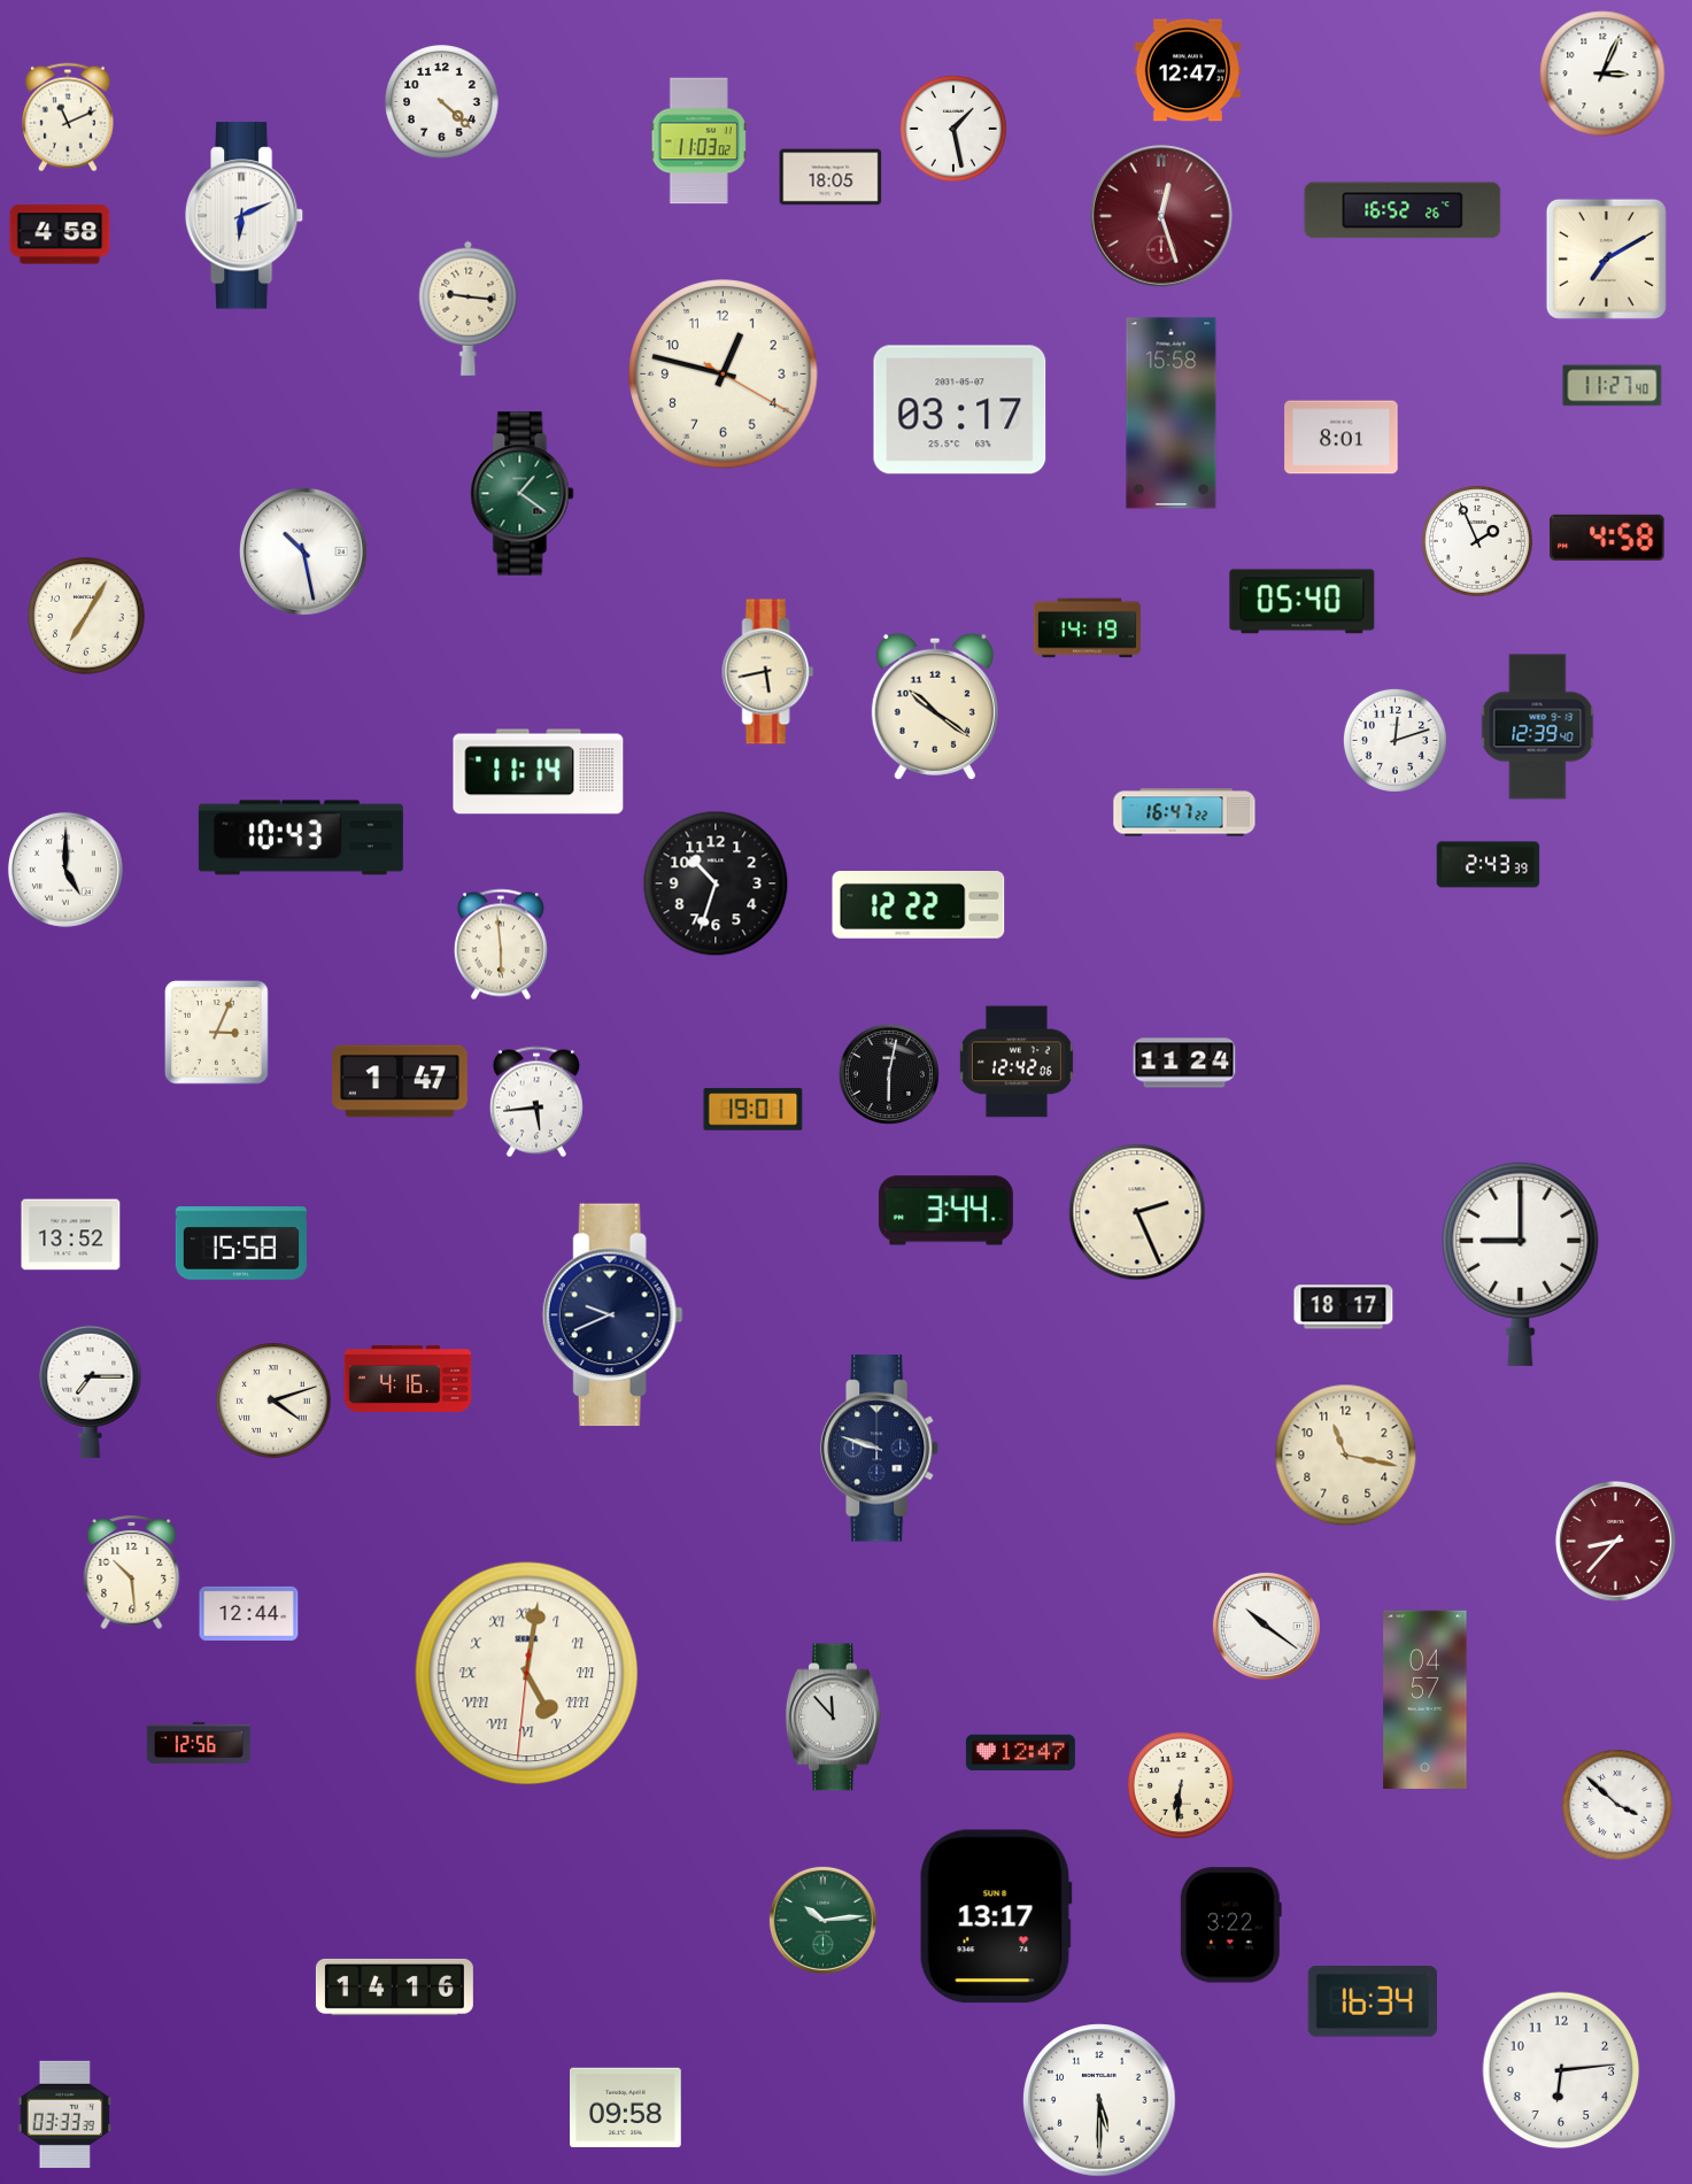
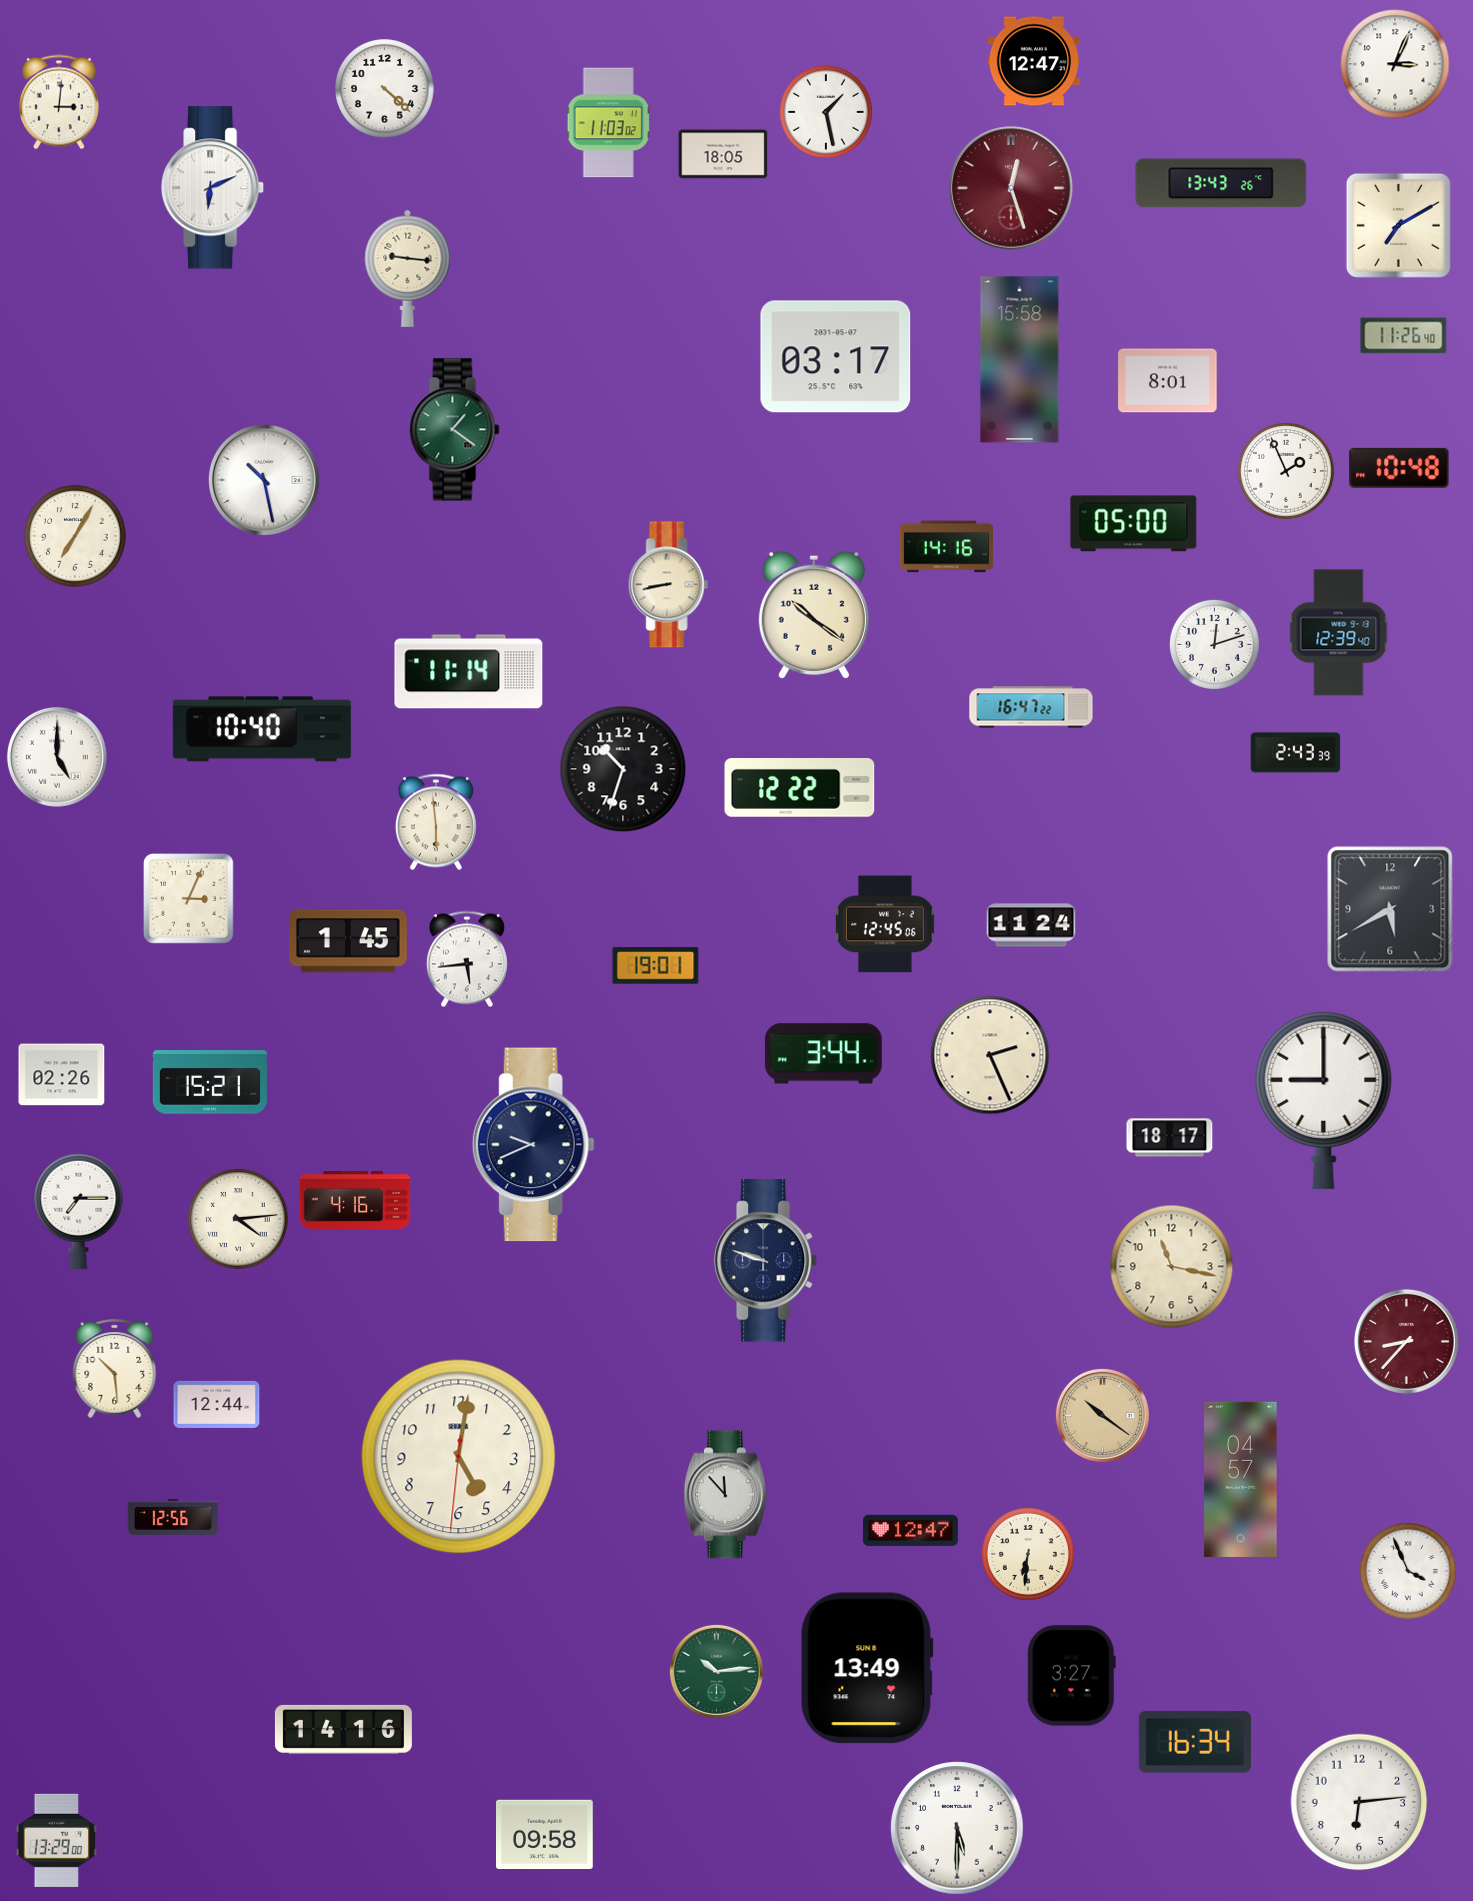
clock at (68, 117): 11:11 -> 3:01
clock at (953, 129) position: (953, 129) -> (826, 112)
clock at (1403, 210): 16:52 -> 13:43
clock at (60, 234): 4:58 -> none
clock at (724, 375): 12:47 -> none
clock at (1613, 386): 11:27 -> 11:26
clock at (1607, 538): 4:58 -> 10:48
clock at (1303, 602): 05:40 -> 05:00
clock at (1087, 628): 14:19 -> 14:16
clock at (768, 672): 5:43 -> 8:43
clock at (301, 838): 10:43 -> 10:40
clock at (1390, 909): none -> 5:40
clock at (1017, 1062): 12:42 -> 12:45
clock at (889, 1074): 6:02 -> none
clock at (400, 1081): 1:47 -> 1:45
clock at (71, 1235): 13:52 -> 02:26
clock at (241, 1243): 15:58 -> 15:21
clock at (273, 1400): 4:12 -> 4:14
clock at (1266, 1626) dial: white -> champagne
clock at (527, 1674) numerals: Roman -> Arabic
clock at (1020, 1752) position: (1020, 1752) -> (910, 1530)
clock at (1618, 1806): 3:52 -> 3:56
clock at (996, 1916): 13:17 -> 13:49
clock at (1230, 1926): 3:22 -> 3:27
clock at (64, 2114): 03:33 -> 13:29
